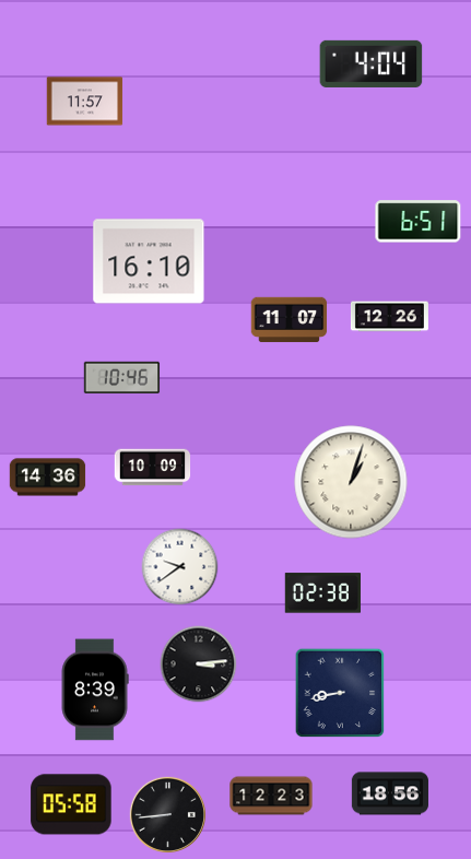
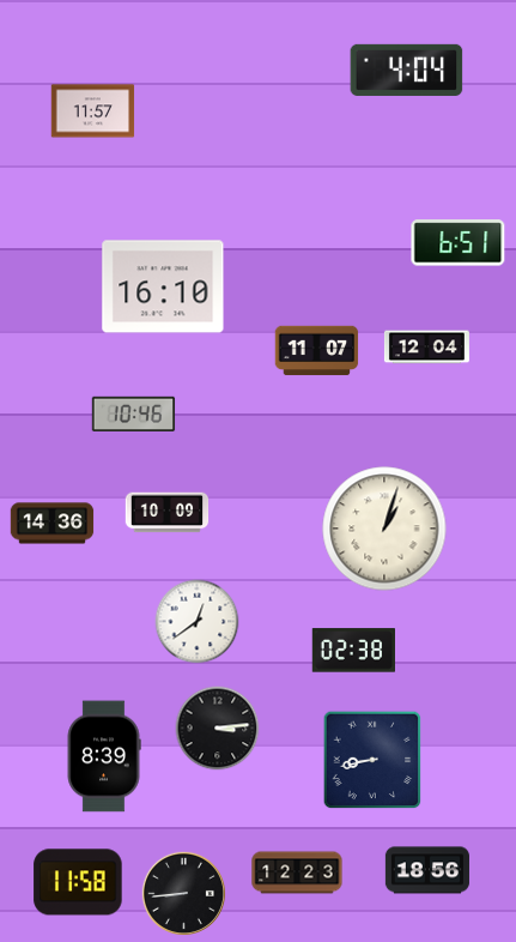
clock at (389, 317): 12:26 -> 12:04
clock at (180, 567): 9:39 -> 12:39
clock at (71, 804): 05:58 -> 11:58
